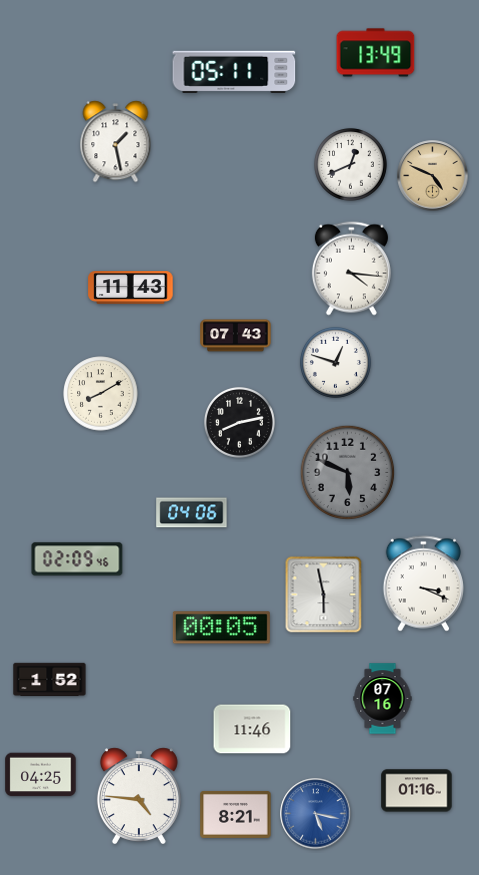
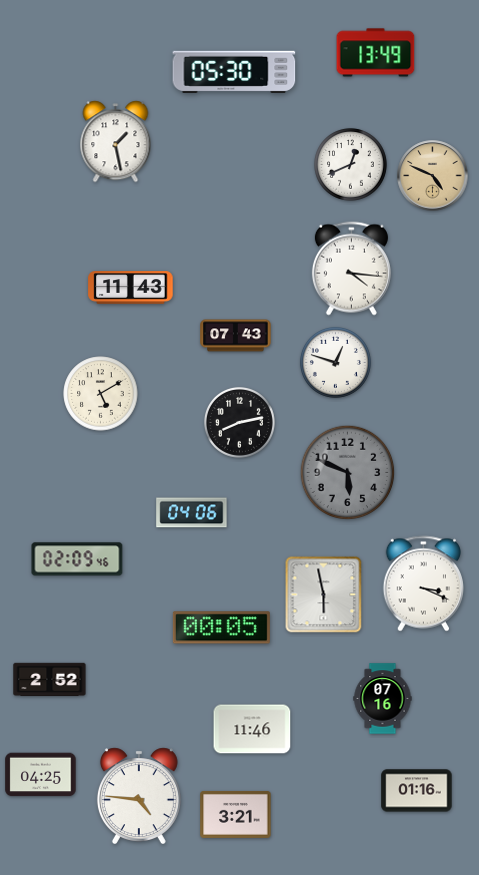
clock at (234, 72): 05:11 -> 05:30
clock at (101, 394): 8:10 -> 5:10
clock at (50, 680): 1:52 -> 2:52
clock at (236, 814): 8:21 -> 3:21
clock at (316, 814): 5:17 -> none
